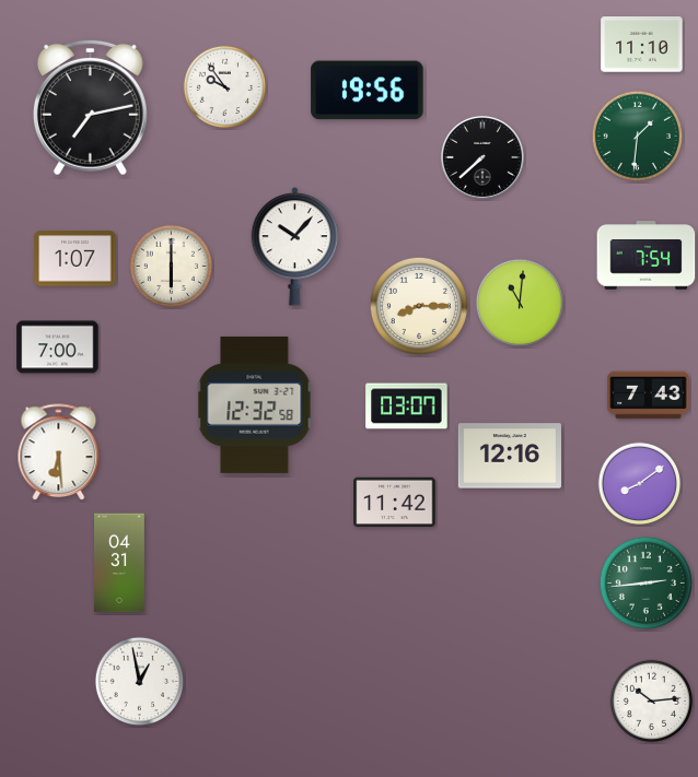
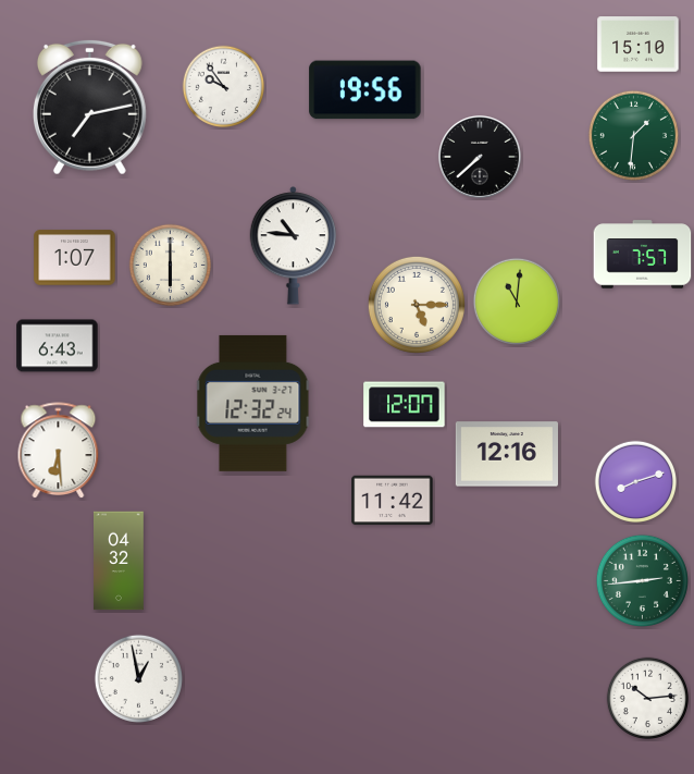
clock at (642, 45): 11:10 -> 15:10
clock at (295, 247): 10:07 -> 10:46
clock at (647, 256): 7:54 -> 7:57
clock at (419, 306): 8:15 -> 5:15
clock at (58, 348): 7:00 -> 6:43
clock at (649, 396): 7:43 -> none
clock at (255, 404): 12:32:58 -> 12:32:24
clock at (407, 407): 03:07 -> 12:07
clock at (640, 484): 8:09 -> 8:12
clock at (119, 563): 04:31 -> 04:32
